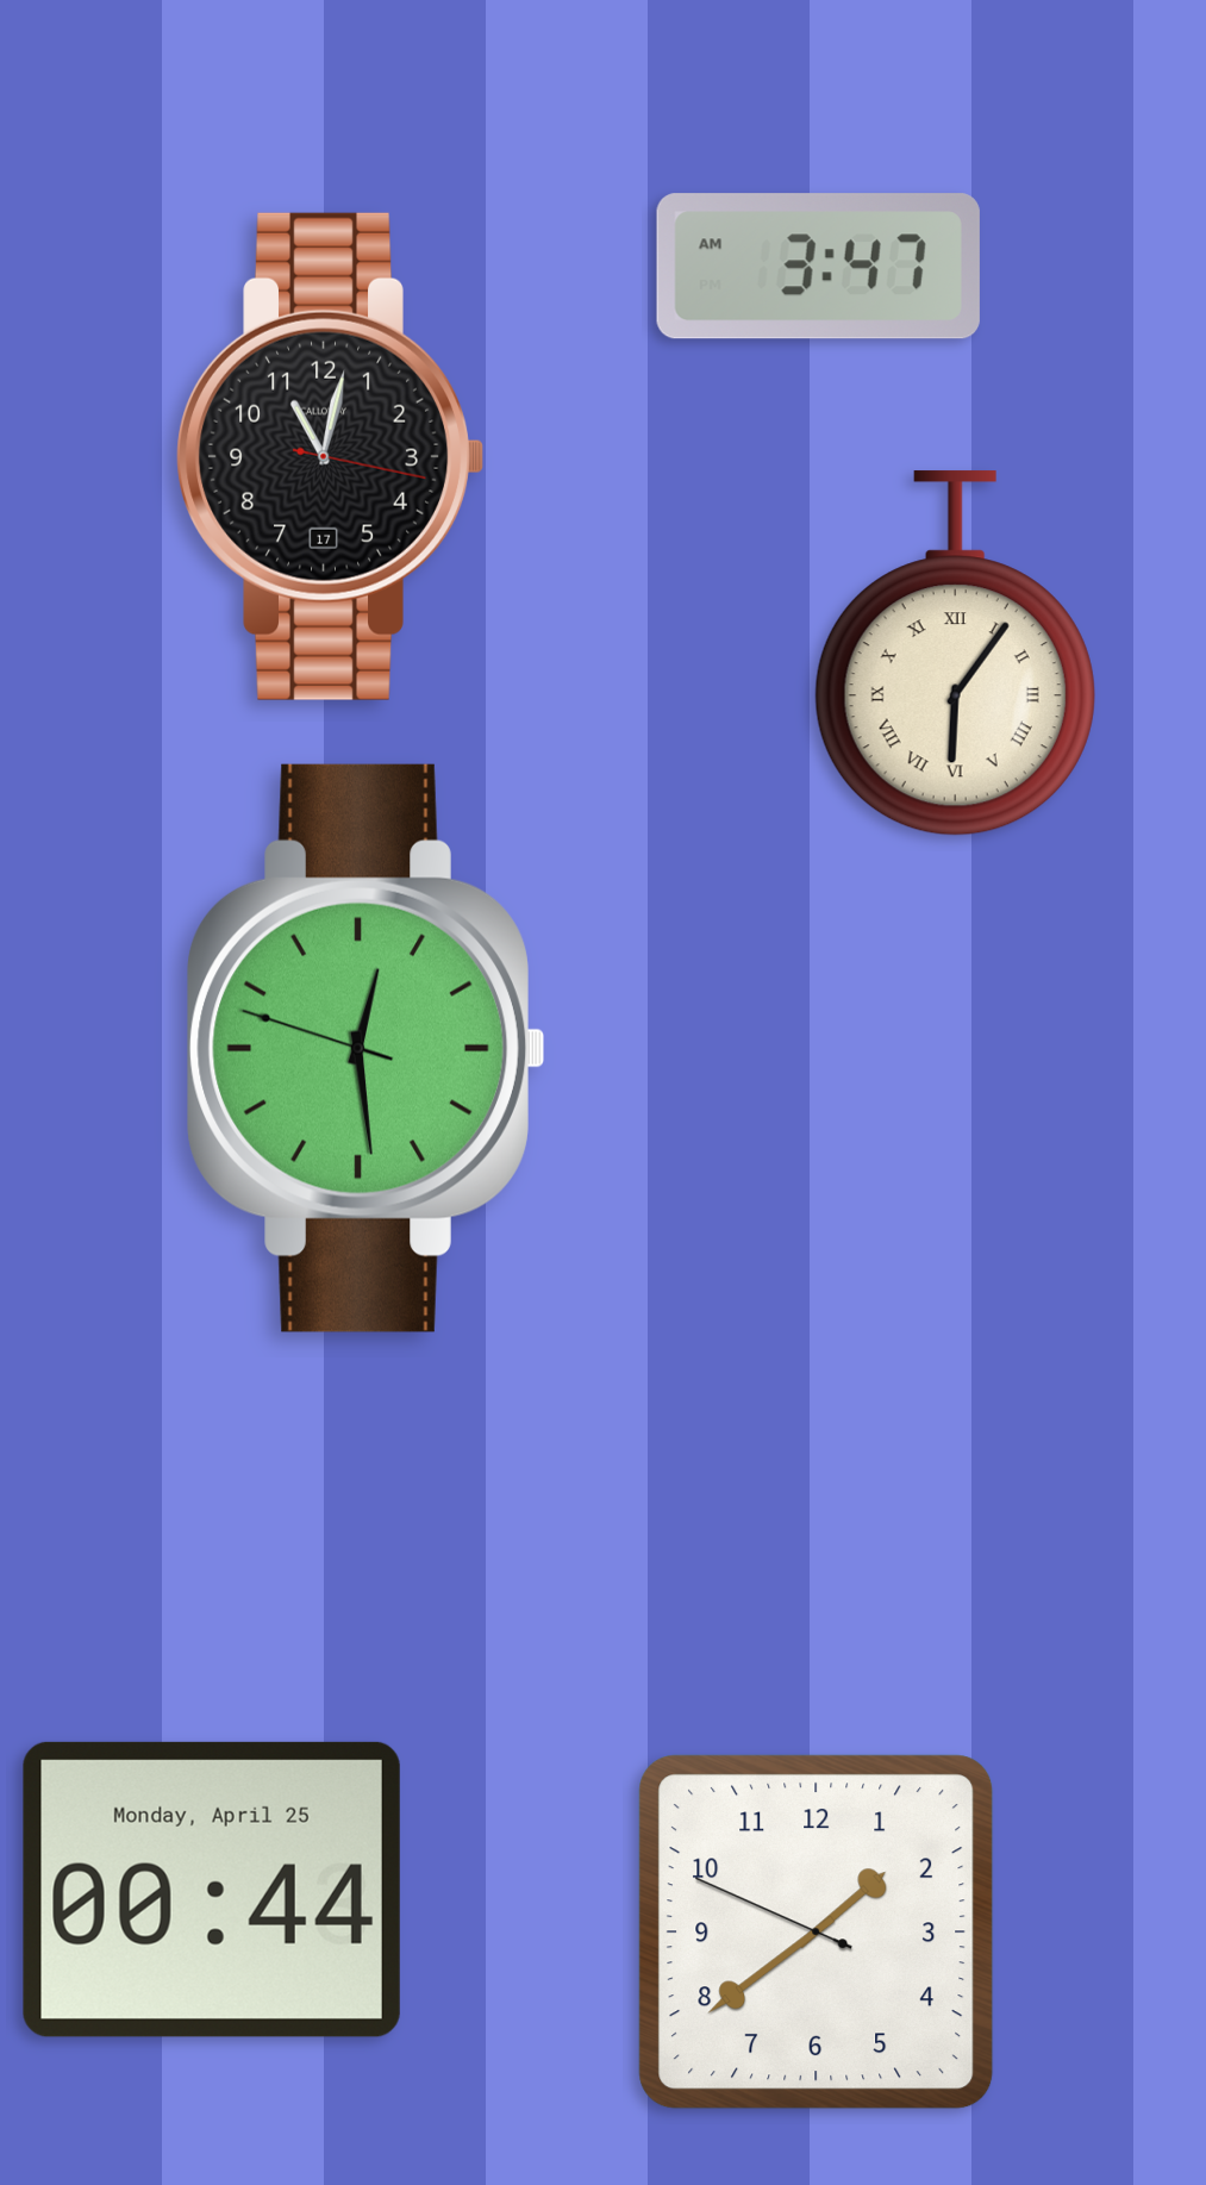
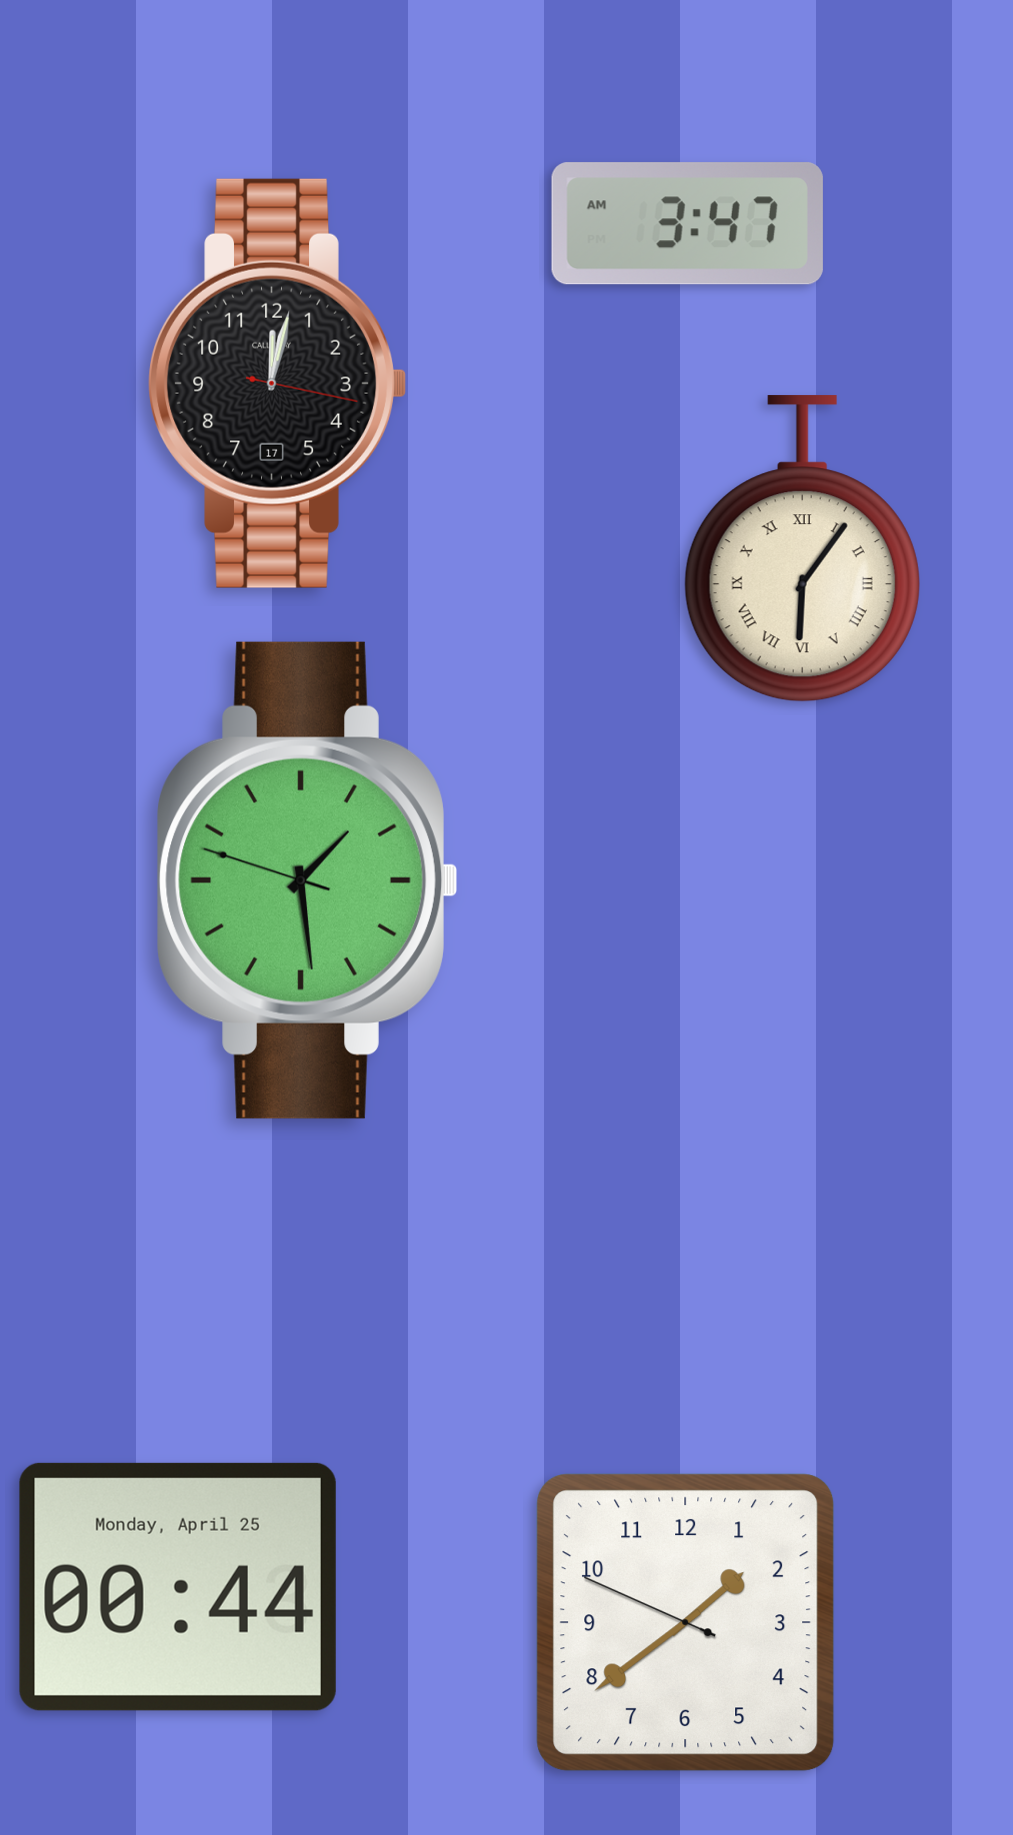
clock at (330, 456): 11:02 -> 12:02
clock at (367, 1048): 12:28 -> 1:28
